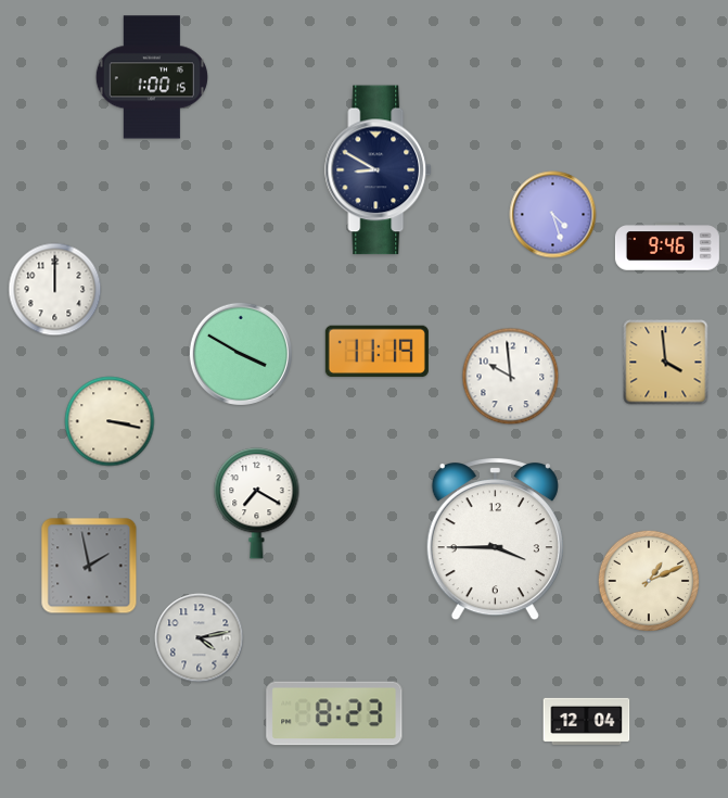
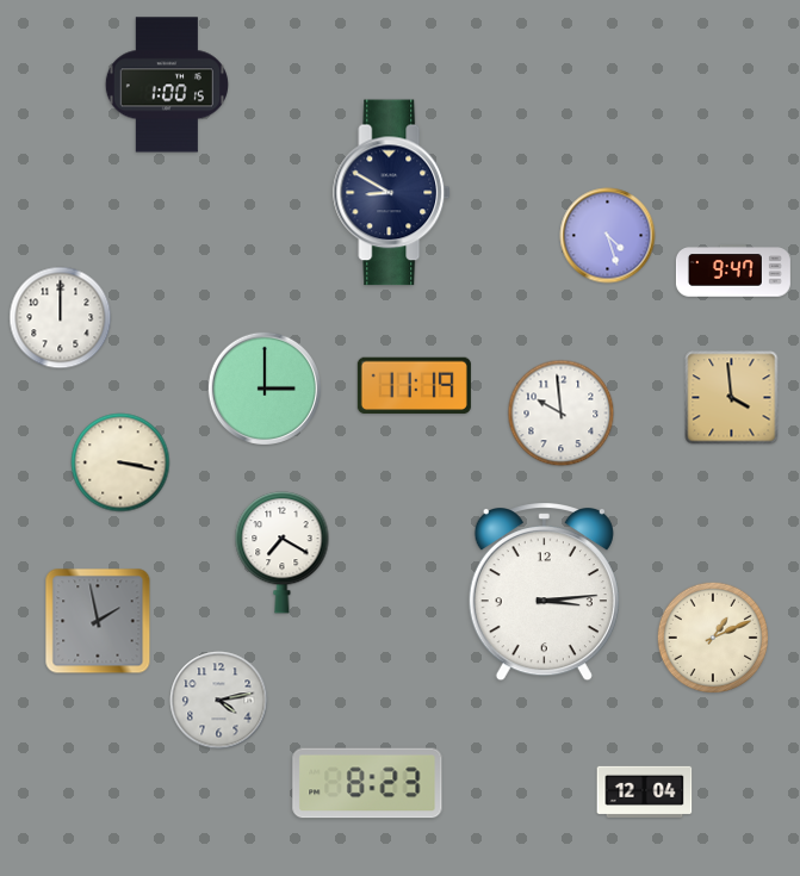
clock at (379, 170) position: (379, 170) -> (392, 193)
clock at (667, 246): 9:46 -> 9:47
clock at (240, 353): 3:50 -> 3:00
clock at (495, 540): 3:45 -> 3:14
